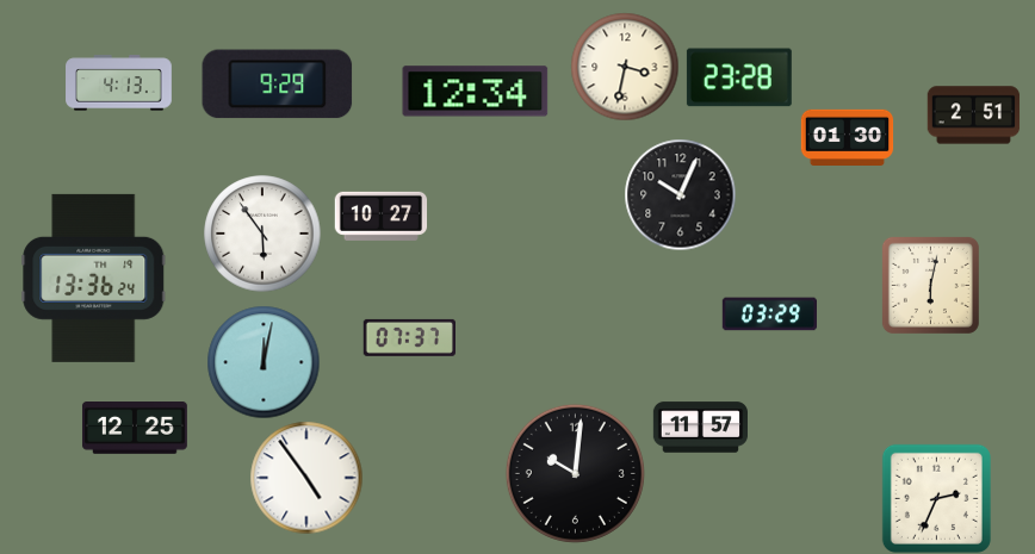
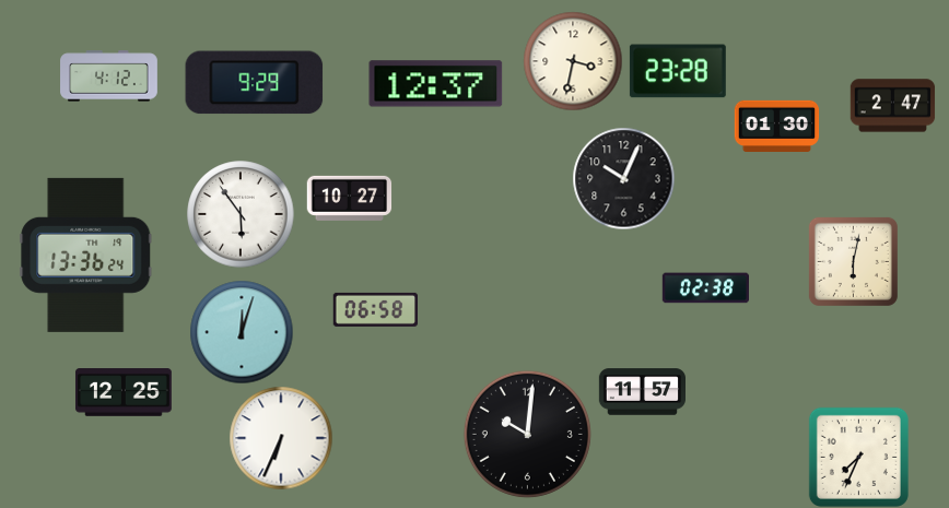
clock at (119, 83): 4:13 -> 4:12
clock at (278, 85) position: (278, 85) -> (255, 83)
clock at (476, 92): 12:34 -> 12:37
clock at (973, 116): 2:51 -> 2:47
clock at (769, 315): 03:29 -> 02:38
clock at (409, 337): 07:37 -> 06:58
clock at (264, 362): 12:02 -> 12:03
clock at (306, 478): 4:54 -> 6:34
clock at (936, 498): 2:34 -> 7:34
